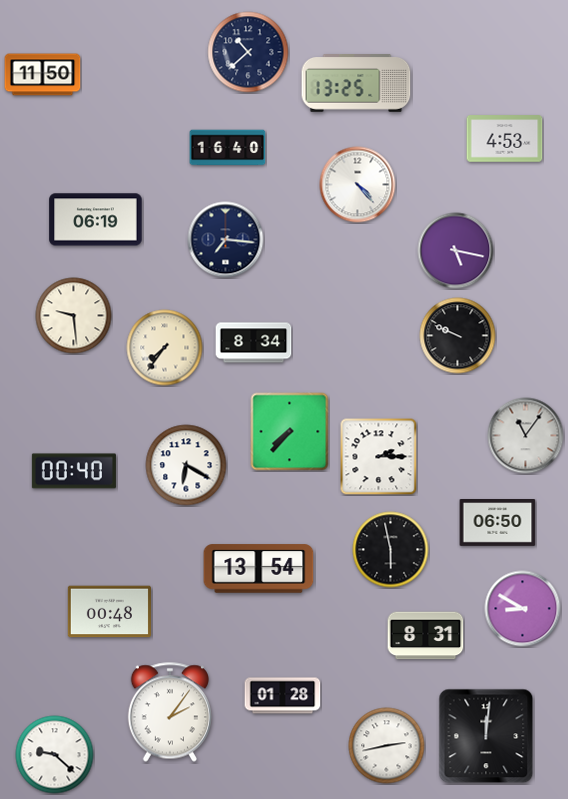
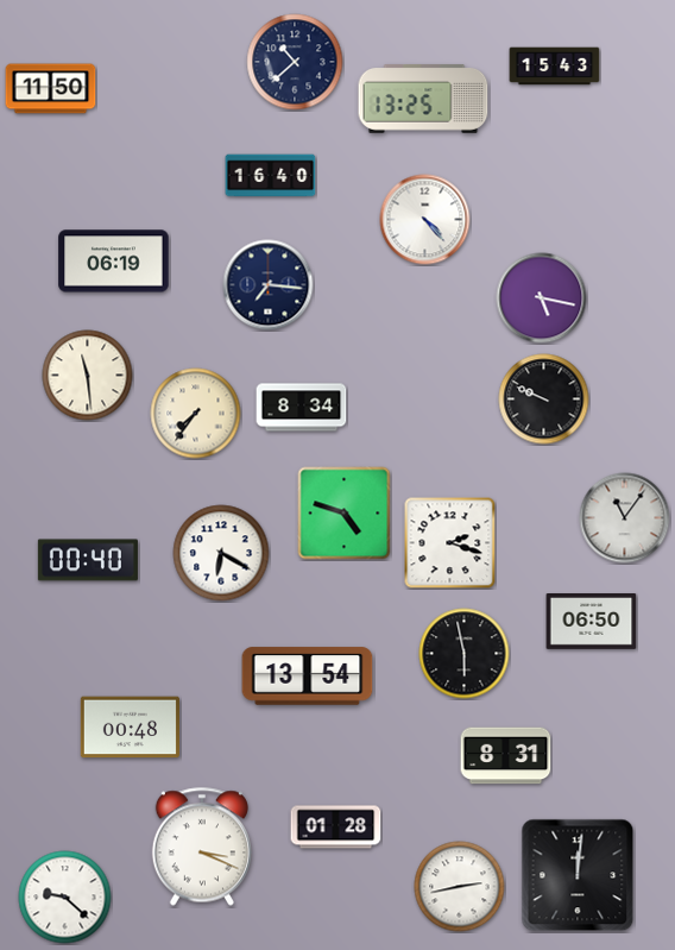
clock at (555, 67): none -> 15:43
clock at (505, 139): 4:53 -> none
clock at (74, 316): 9:29 -> 11:29
clock at (290, 432): 7:37 -> 4:48
clock at (379, 457): 2:15 -> 2:18
clock at (523, 609): 8:50 -> none
clock at (170, 712): 2:06 -> 3:19
